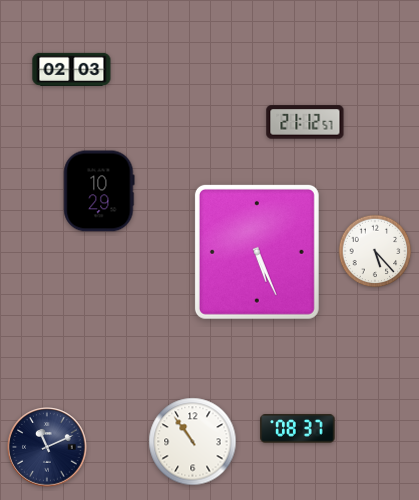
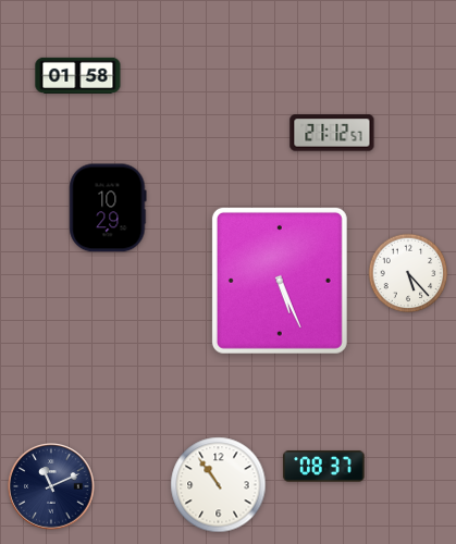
clock at (72, 69): 02:03 -> 01:58
clock at (257, 252) position: (257, 252) -> (280, 281)
clock at (193, 442) position: (193, 442) -> (219, 485)
